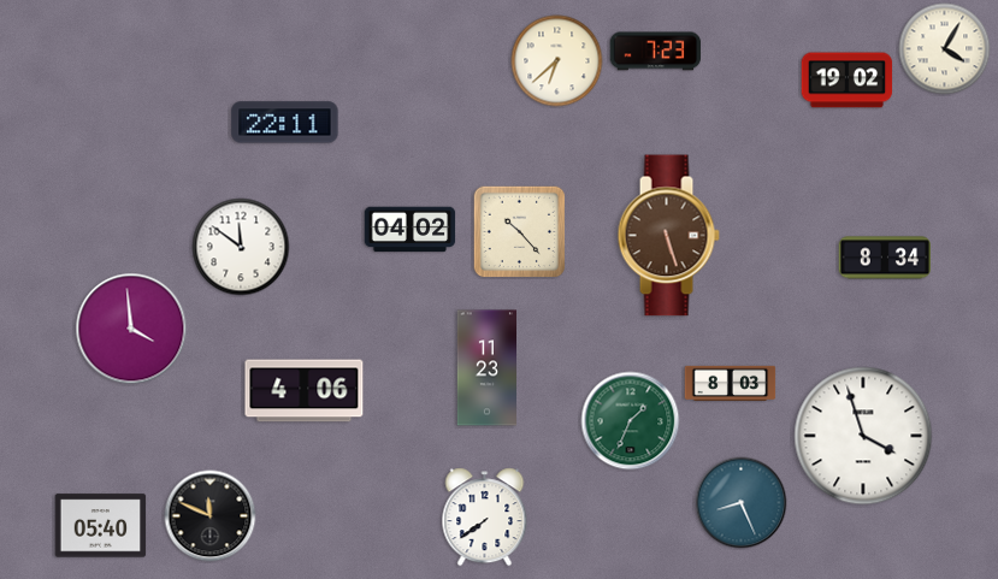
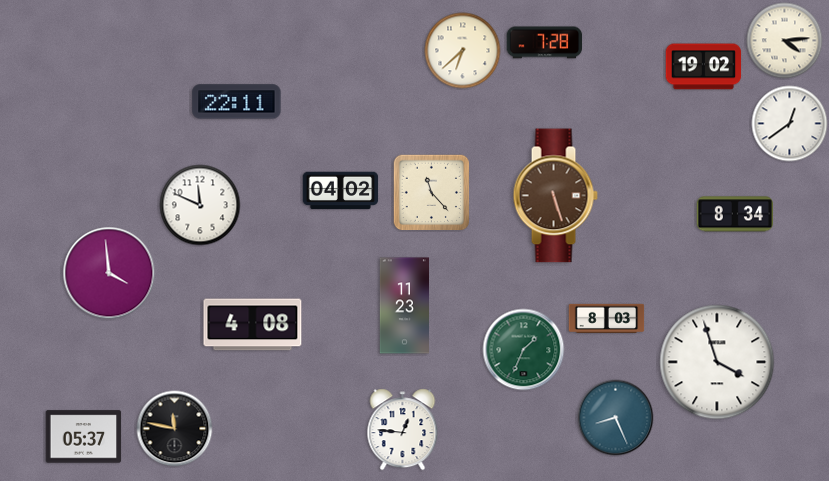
clock at (945, 49): 4:05 -> 4:14
clock at (656, 52): 7:23 -> 7:28
clock at (790, 124): none -> 12:39
clock at (519, 231): 10:23 -> 11:23
clock at (241, 247): 11:51 -> 11:49
clock at (305, 391): 4:06 -> 4:08
clock at (211, 516): 11:49 -> 11:47
clock at (485, 518): 7:39 -> 12:46
clock at (101, 526): 05:40 -> 05:37
